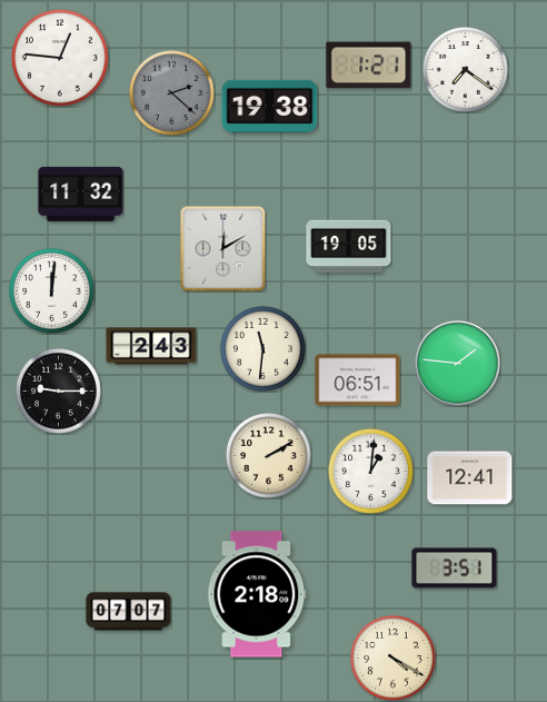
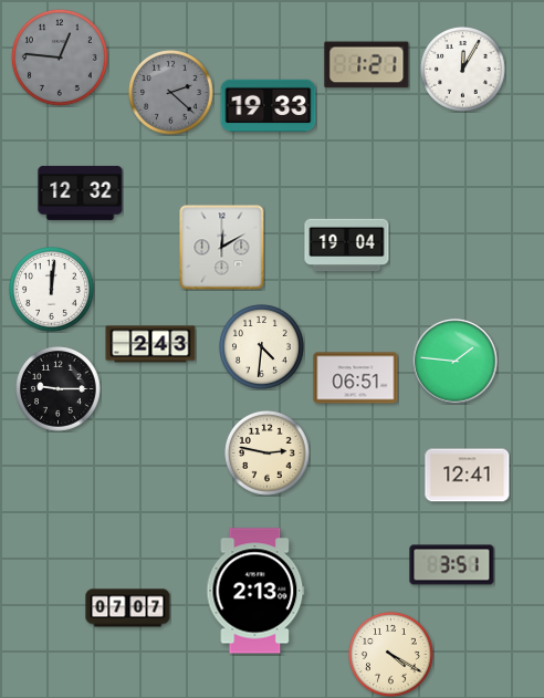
clock at (60, 58) dial: white -> grey
clock at (466, 70): 7:21 -> 12:05
clock at (270, 107): 19:38 -> 19:33
clock at (81, 194): 11:32 -> 12:32
clock at (349, 247): 19:05 -> 19:04
clock at (263, 349): 11:31 -> 4:31
clock at (269, 456): 2:10 -> 2:47
clock at (371, 472): 1:01 -> none
clock at (257, 594): 2:18 -> 2:13
